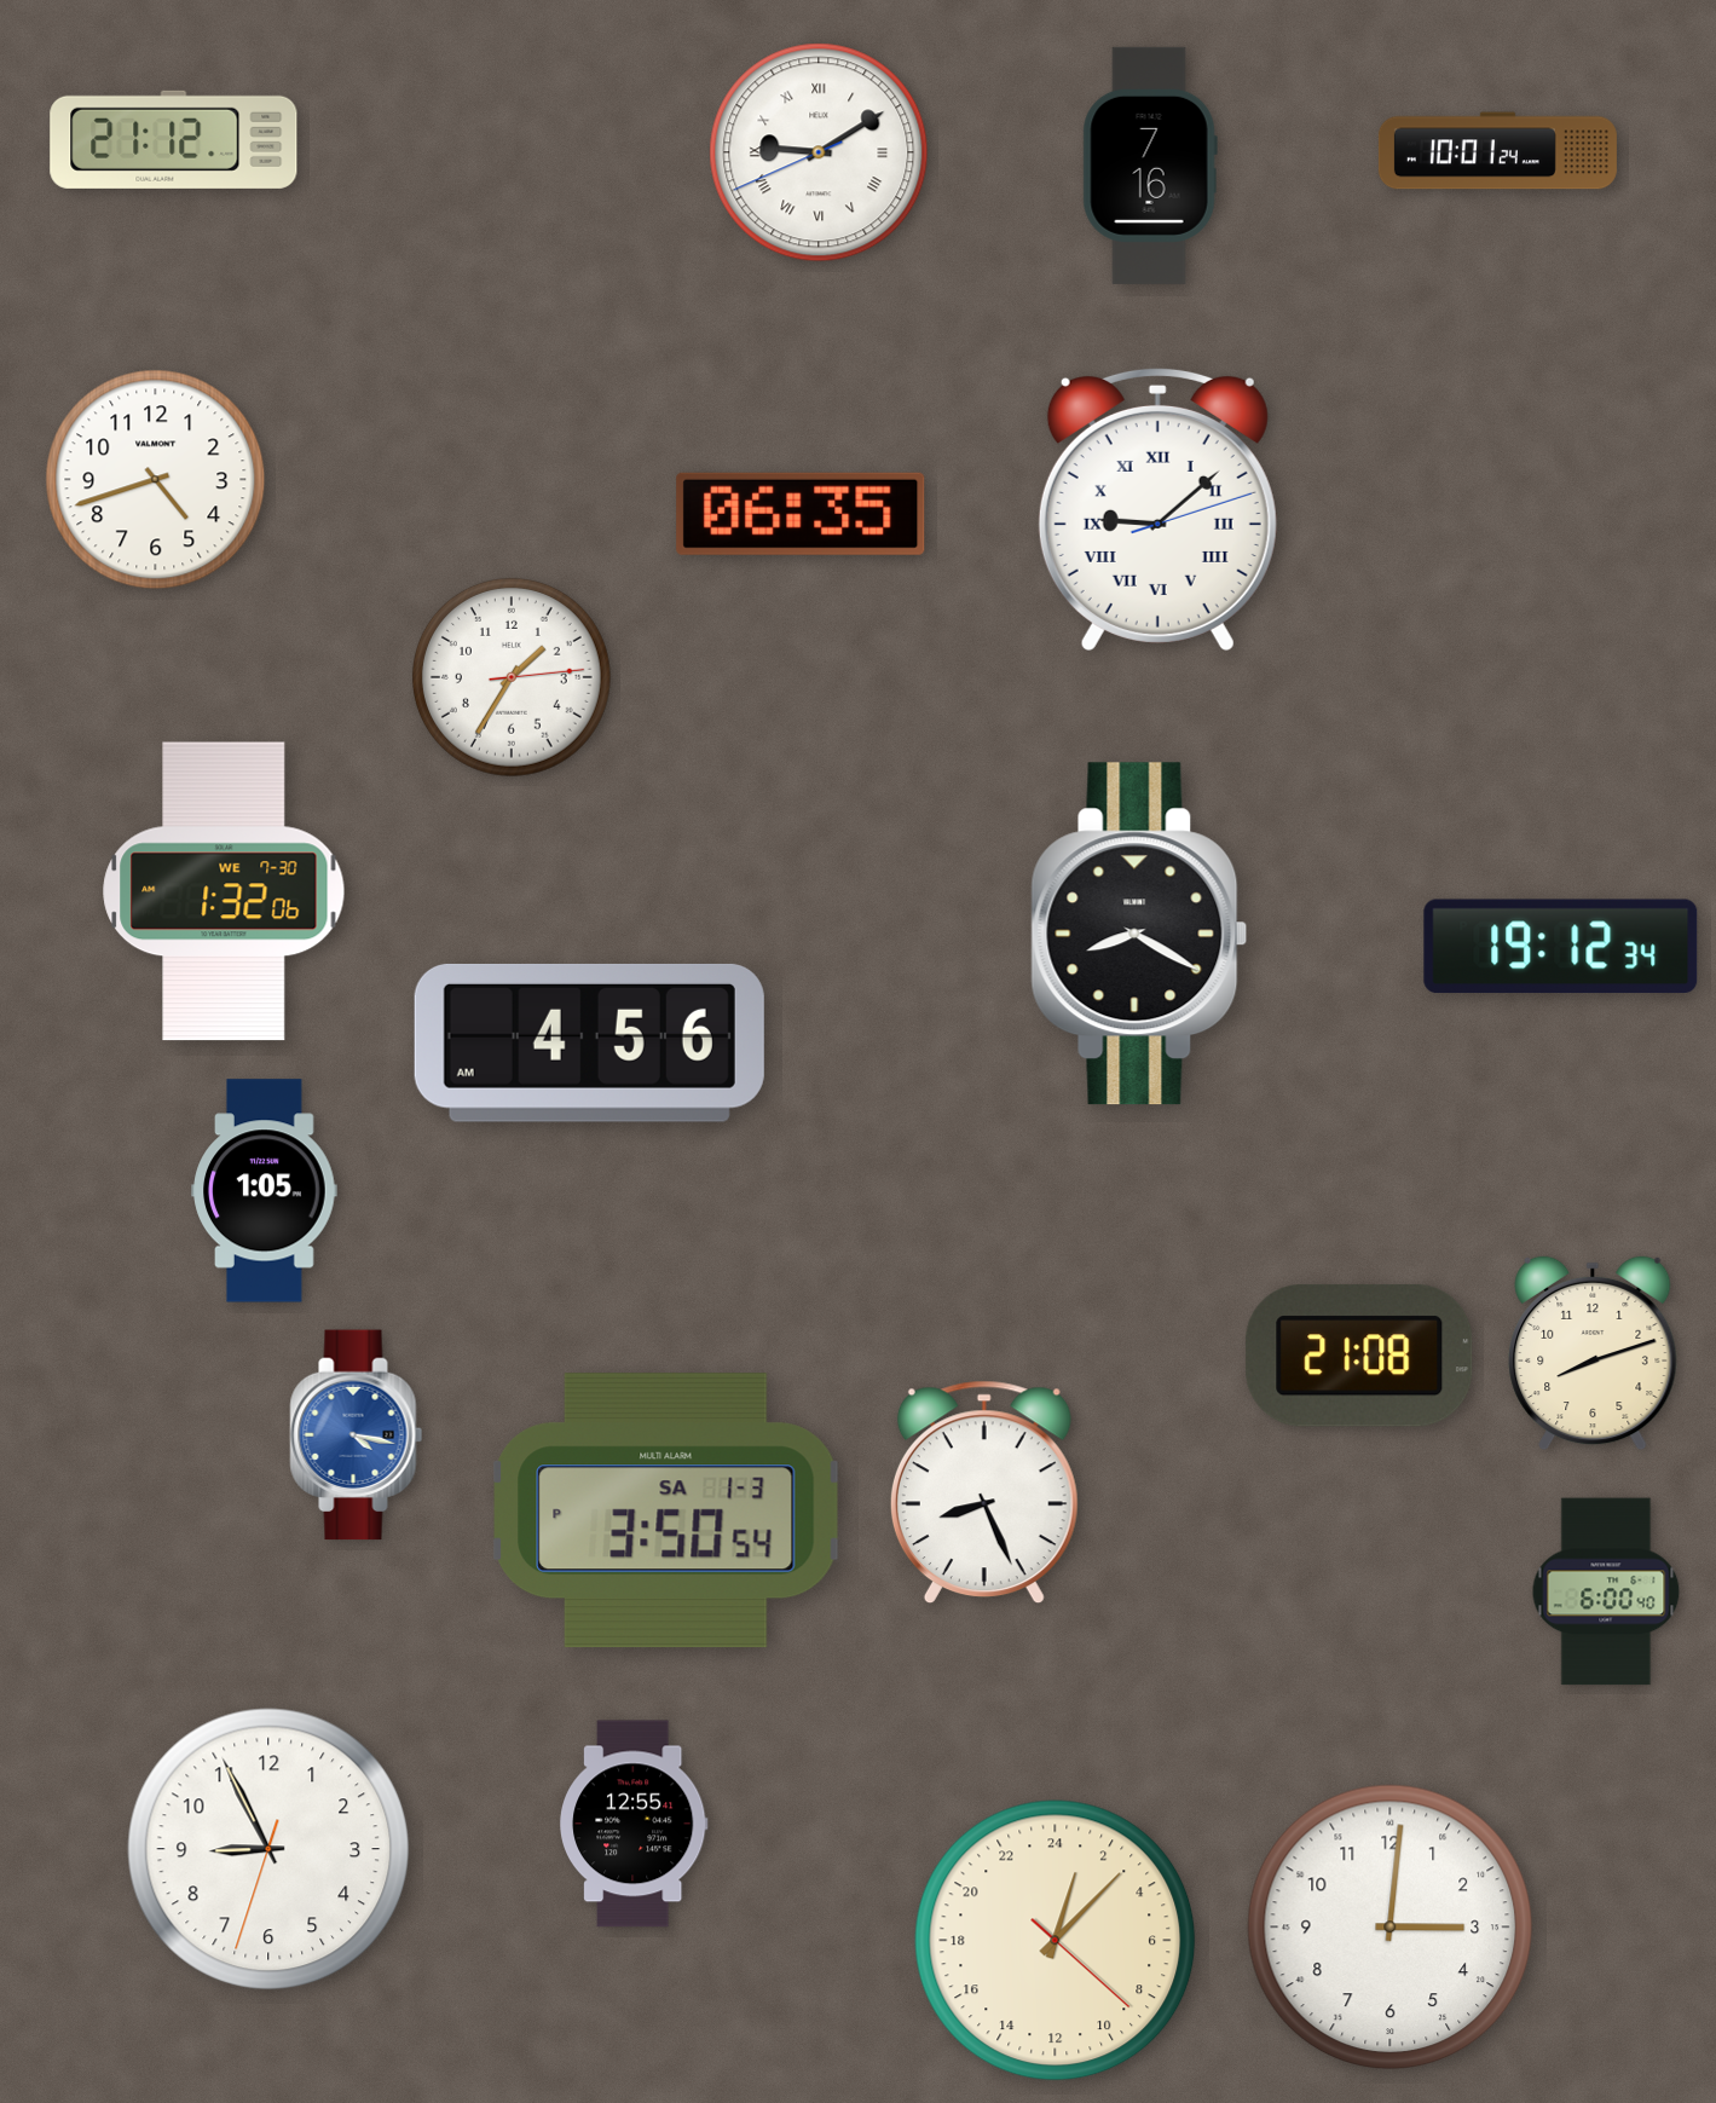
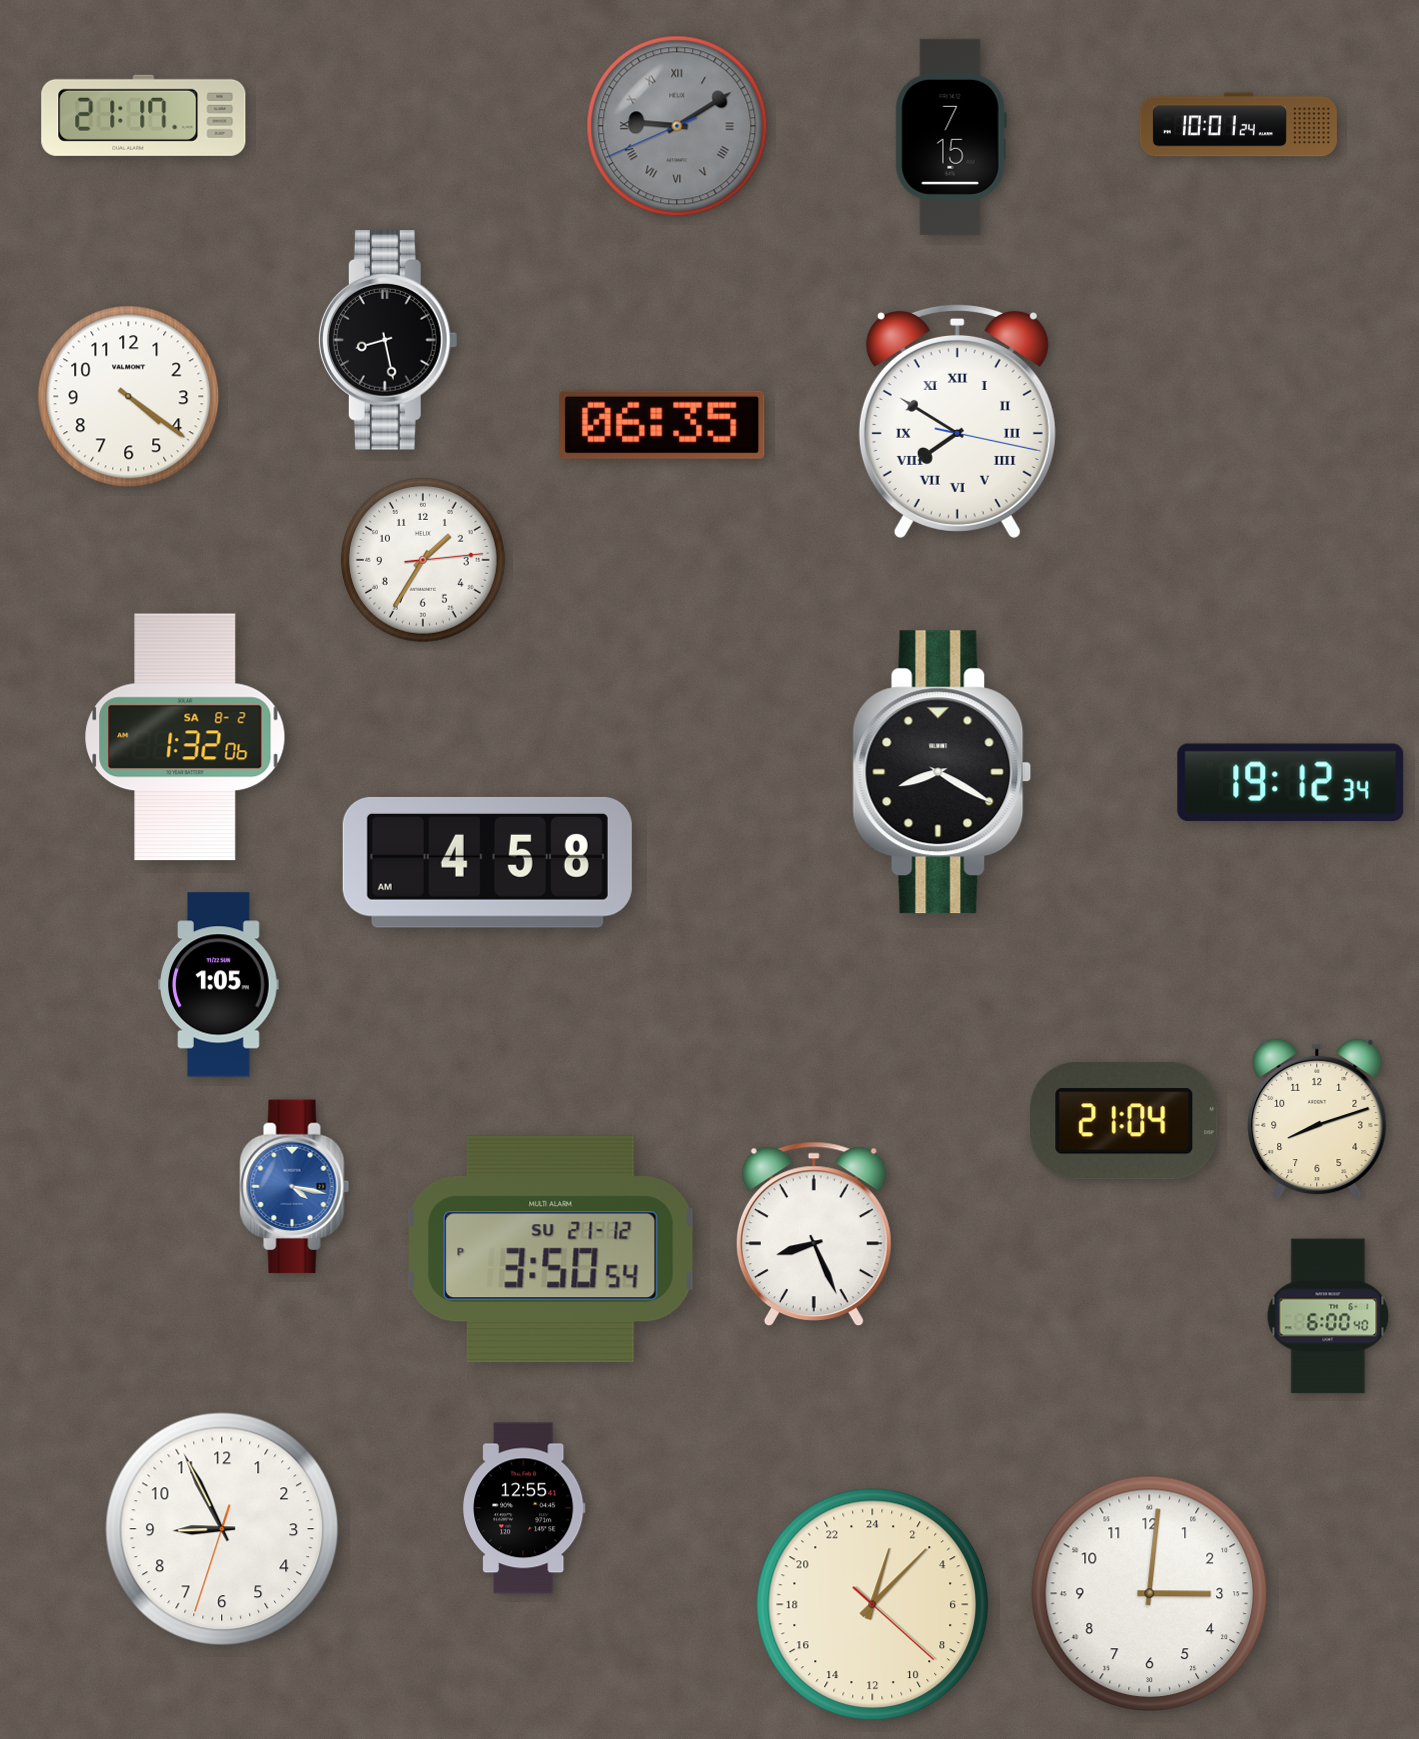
clock at (174, 139): 21:12 -> 21:17
clock at (819, 152) dial: white -> grey
clock at (1150, 166): 7:16 -> 7:15
clock at (388, 341): none -> 8:28
clock at (156, 480): 4:42 -> 4:21
clock at (1157, 509): 9:08 -> 7:50
clock at (224, 891) date: WE 7-30 -> SA 8-2
clock at (589, 1042): 4:56 -> 4:58
clock at (1359, 1356): 21:08 -> 21:04
clock at (666, 1510) date: SA 1-3 -> SU 21-12
